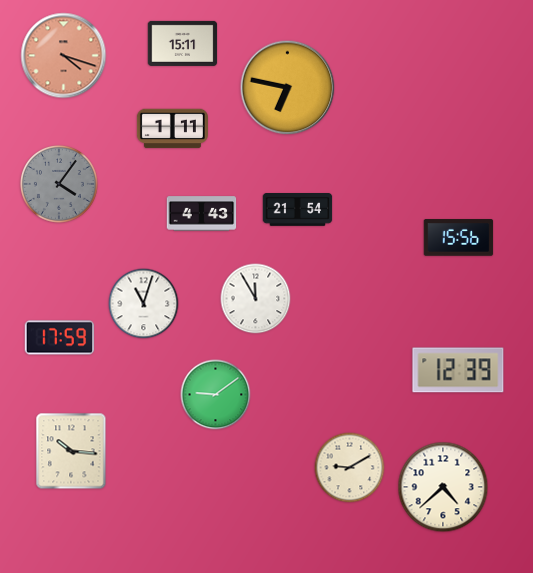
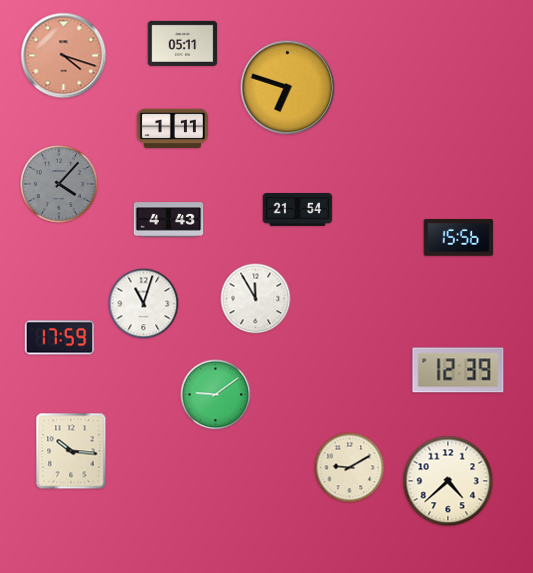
clock at (183, 43): 15:11 -> 05:11
clock at (288, 88): 6:47 -> 6:48
clock at (59, 184): 4:06 -> 4:07
clock at (202, 214) position: (202, 214) -> (169, 220)
clock at (443, 487) position: (443, 487) -> (448, 481)
